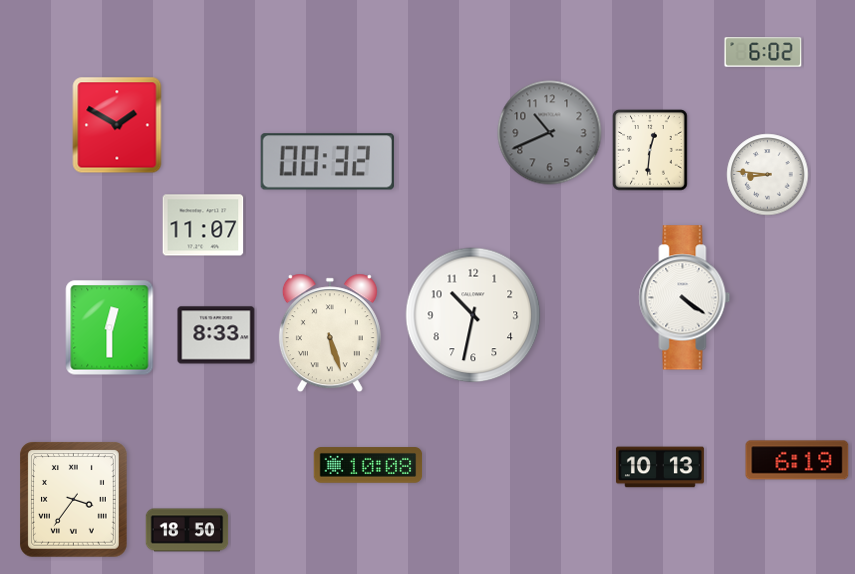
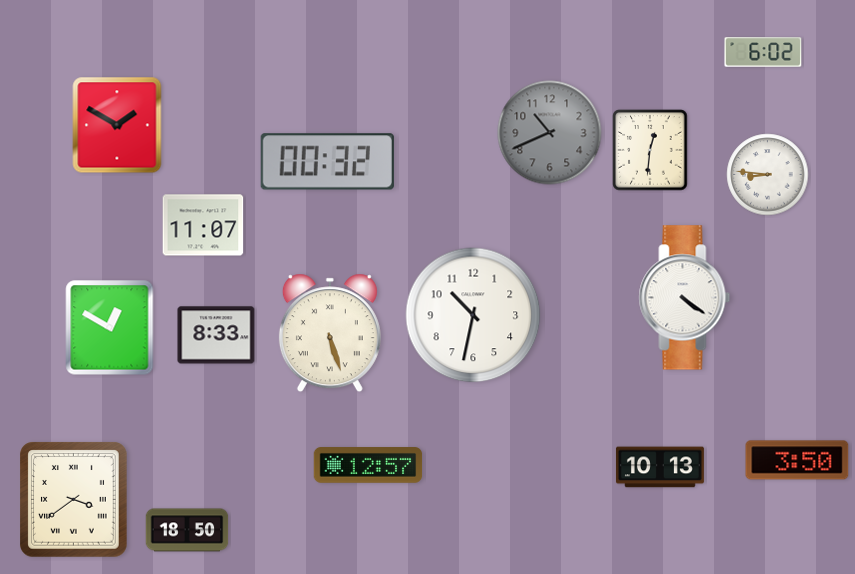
clock at (110, 328): 12:30 -> 12:50
clock at (797, 460): 6:19 -> 3:50
clock at (368, 465): 10:08 -> 12:57
clock at (74, 500): 3:36 -> 3:39
